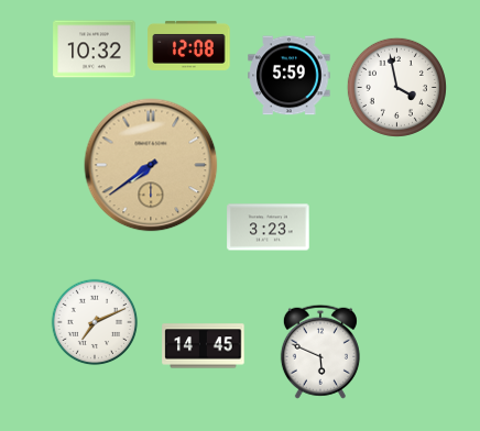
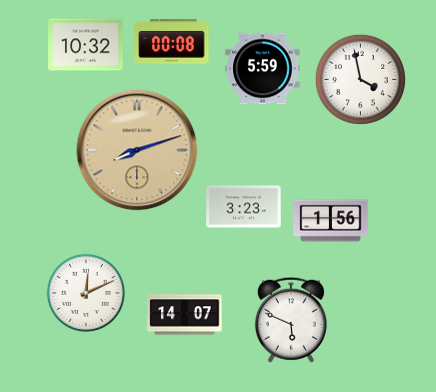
clock at (189, 45): 12:08 -> 00:08
clock at (151, 165): 7:39 -> 8:12
clock at (331, 221): none -> 1:56
clock at (95, 322): 7:11 -> 12:11
clock at (204, 346): 14:45 -> 14:07
